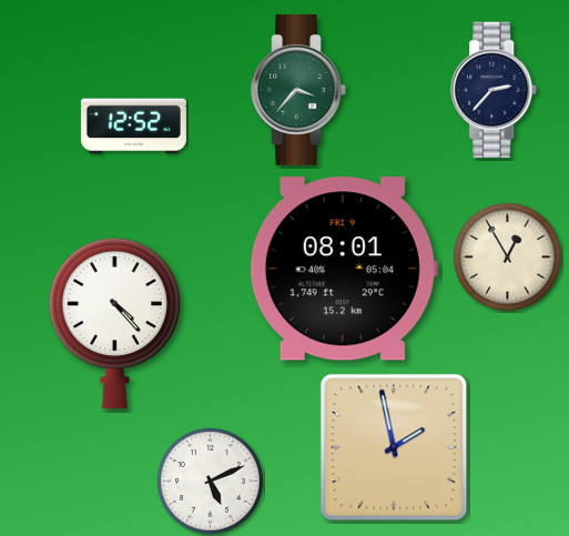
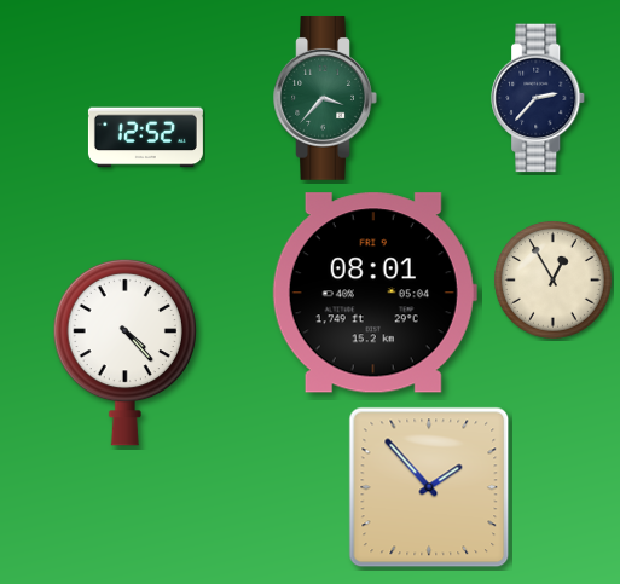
clock at (394, 447): 1:58 -> 1:53
clock at (210, 481): 5:11 -> none
